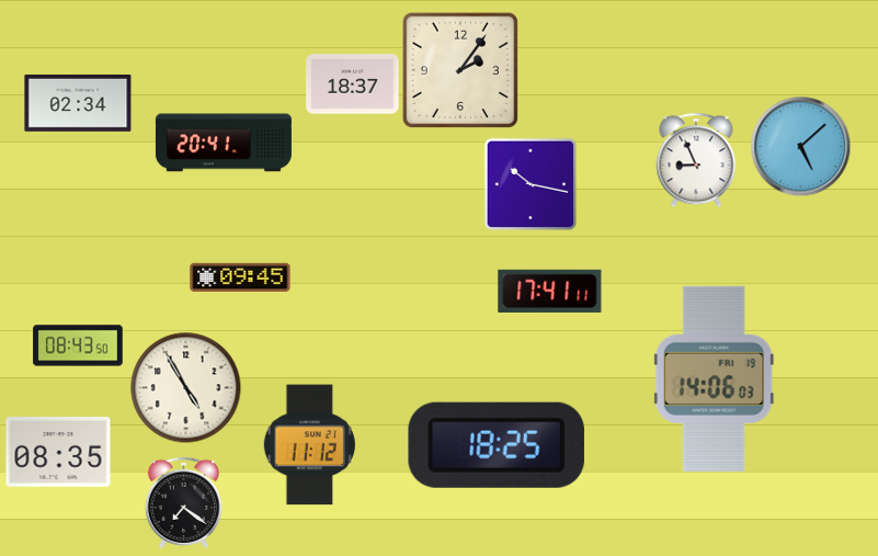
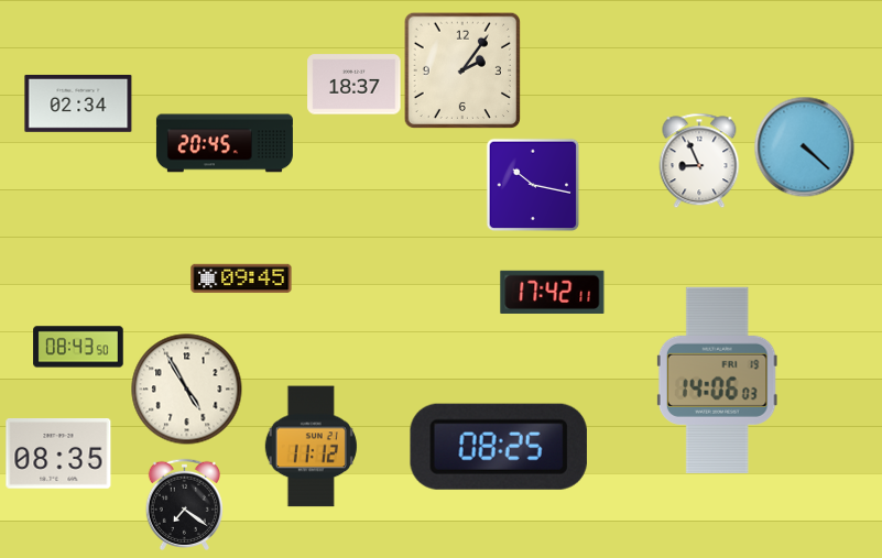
clock at (224, 143): 20:41 -> 20:45
clock at (800, 146): 5:08 -> 4:22
clock at (550, 291): 17:41 -> 17:42
clock at (497, 445): 18:25 -> 08:25
